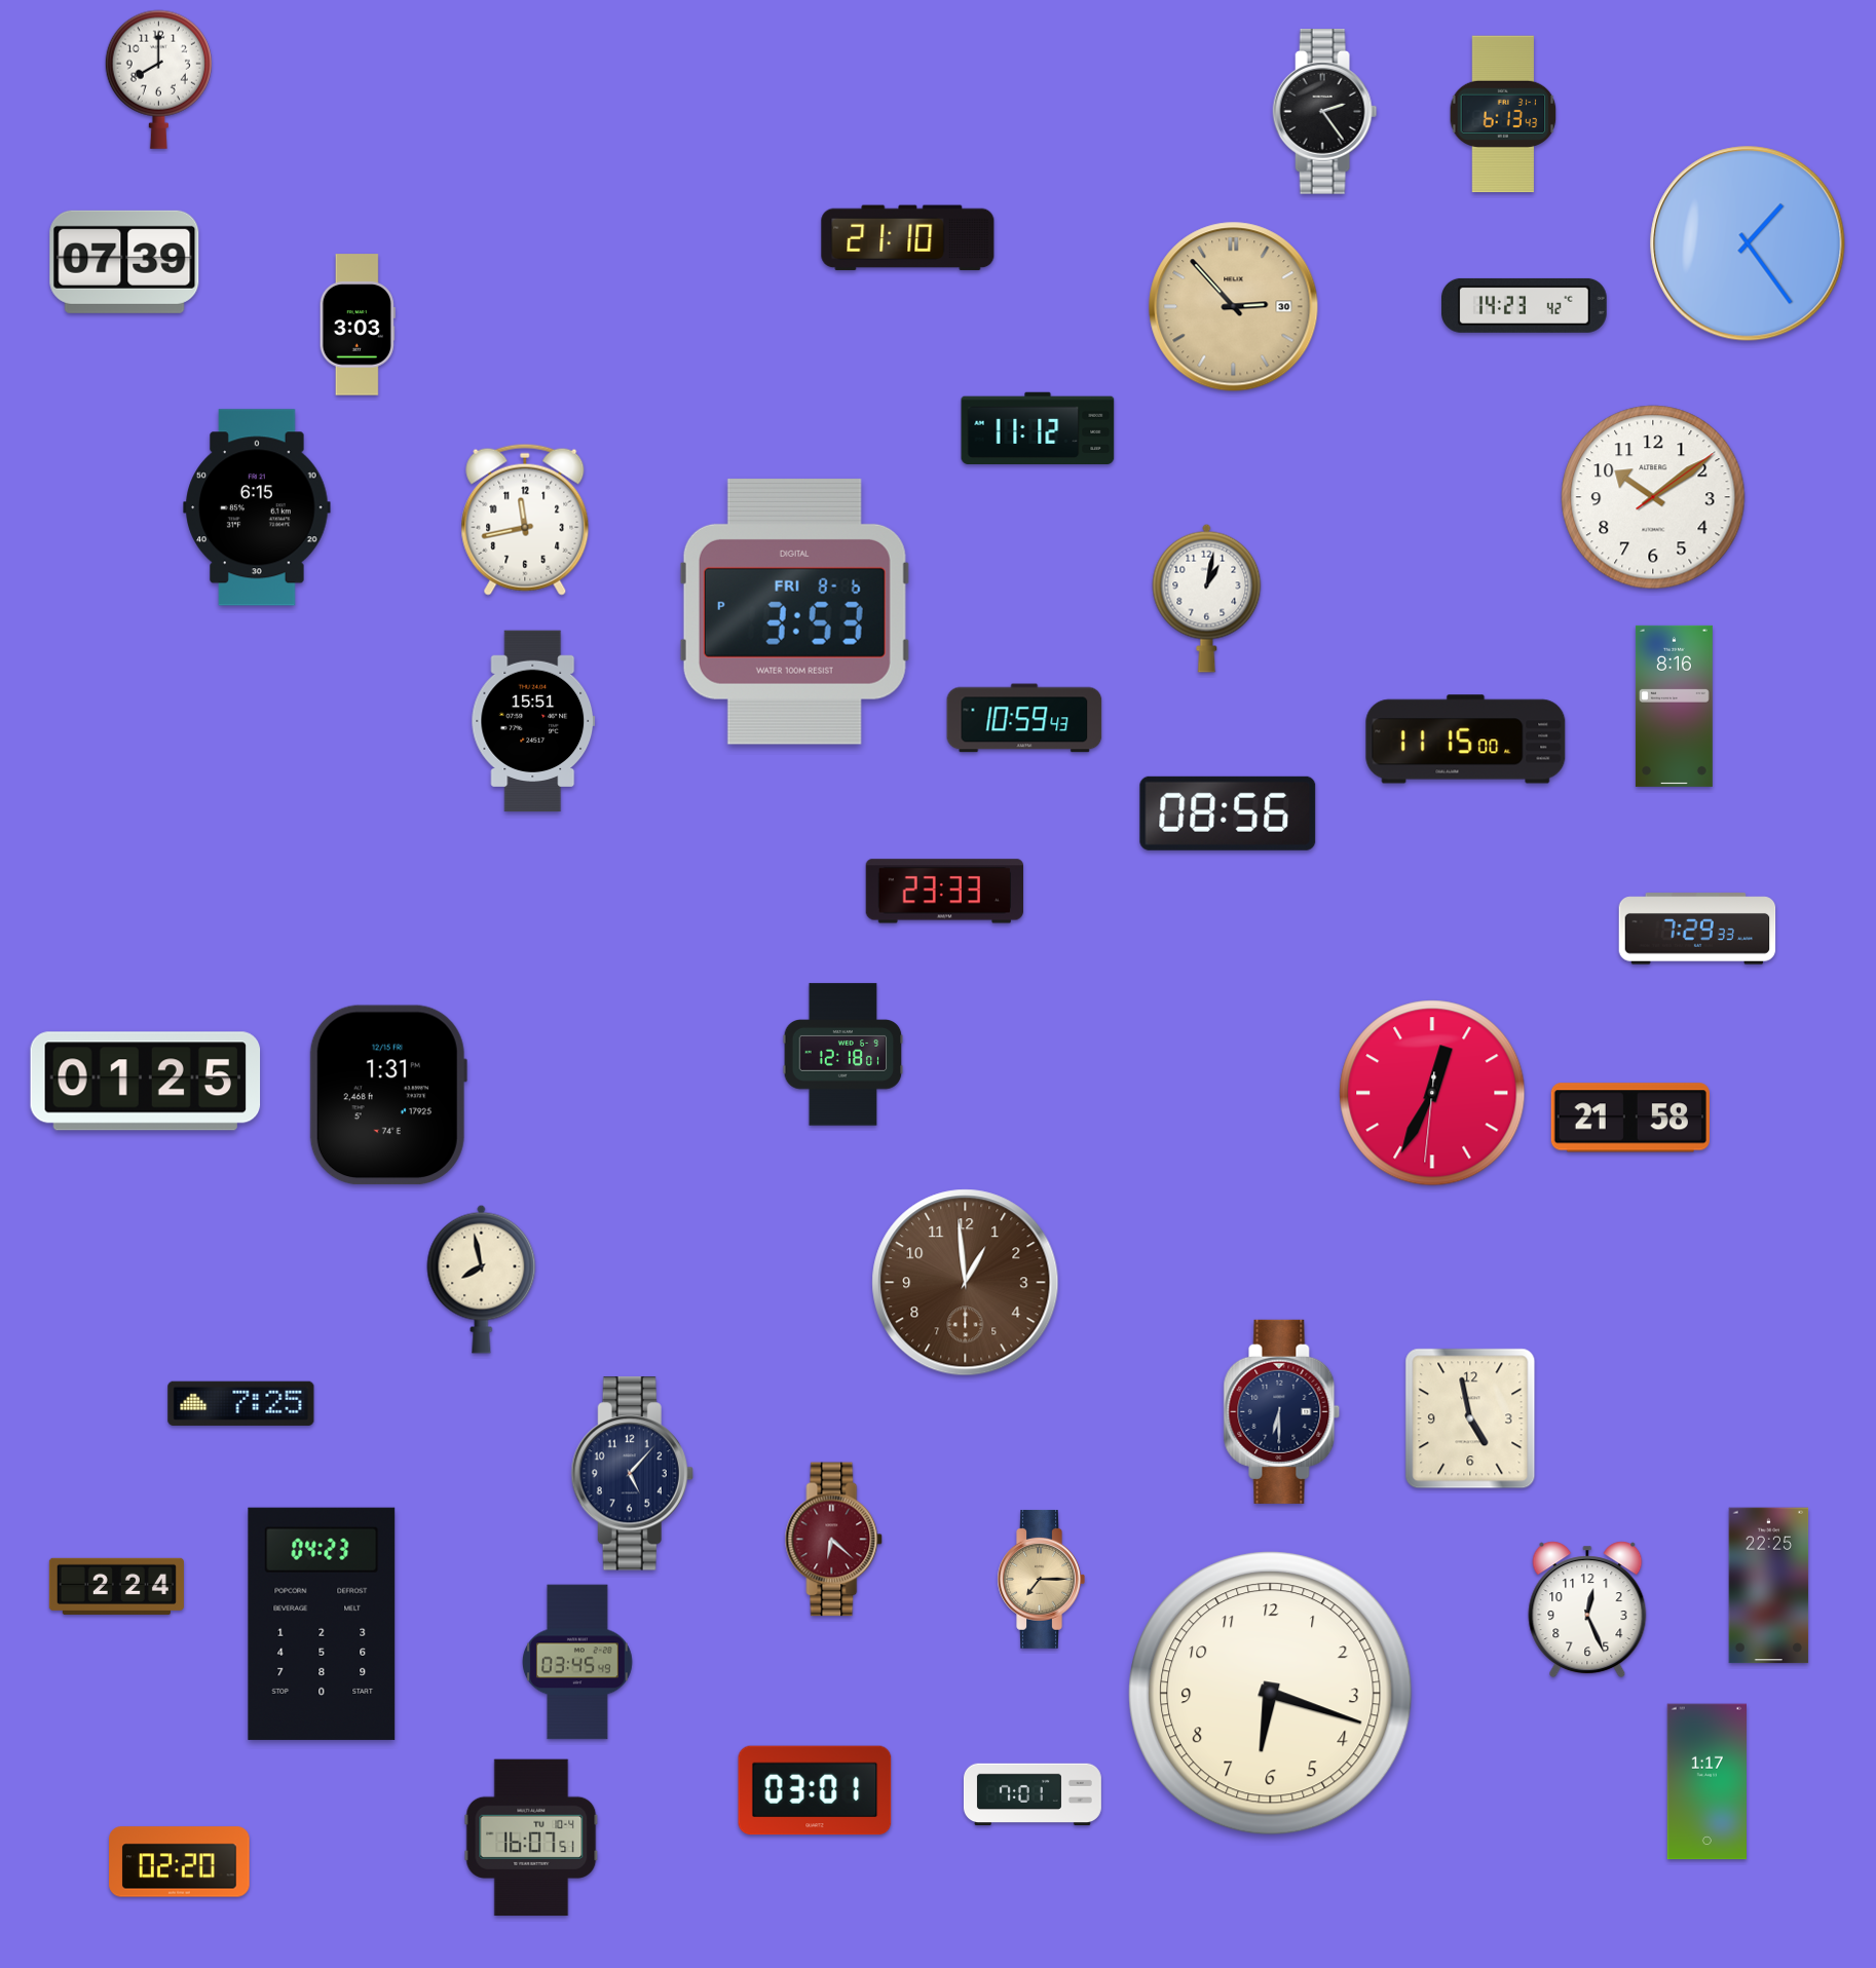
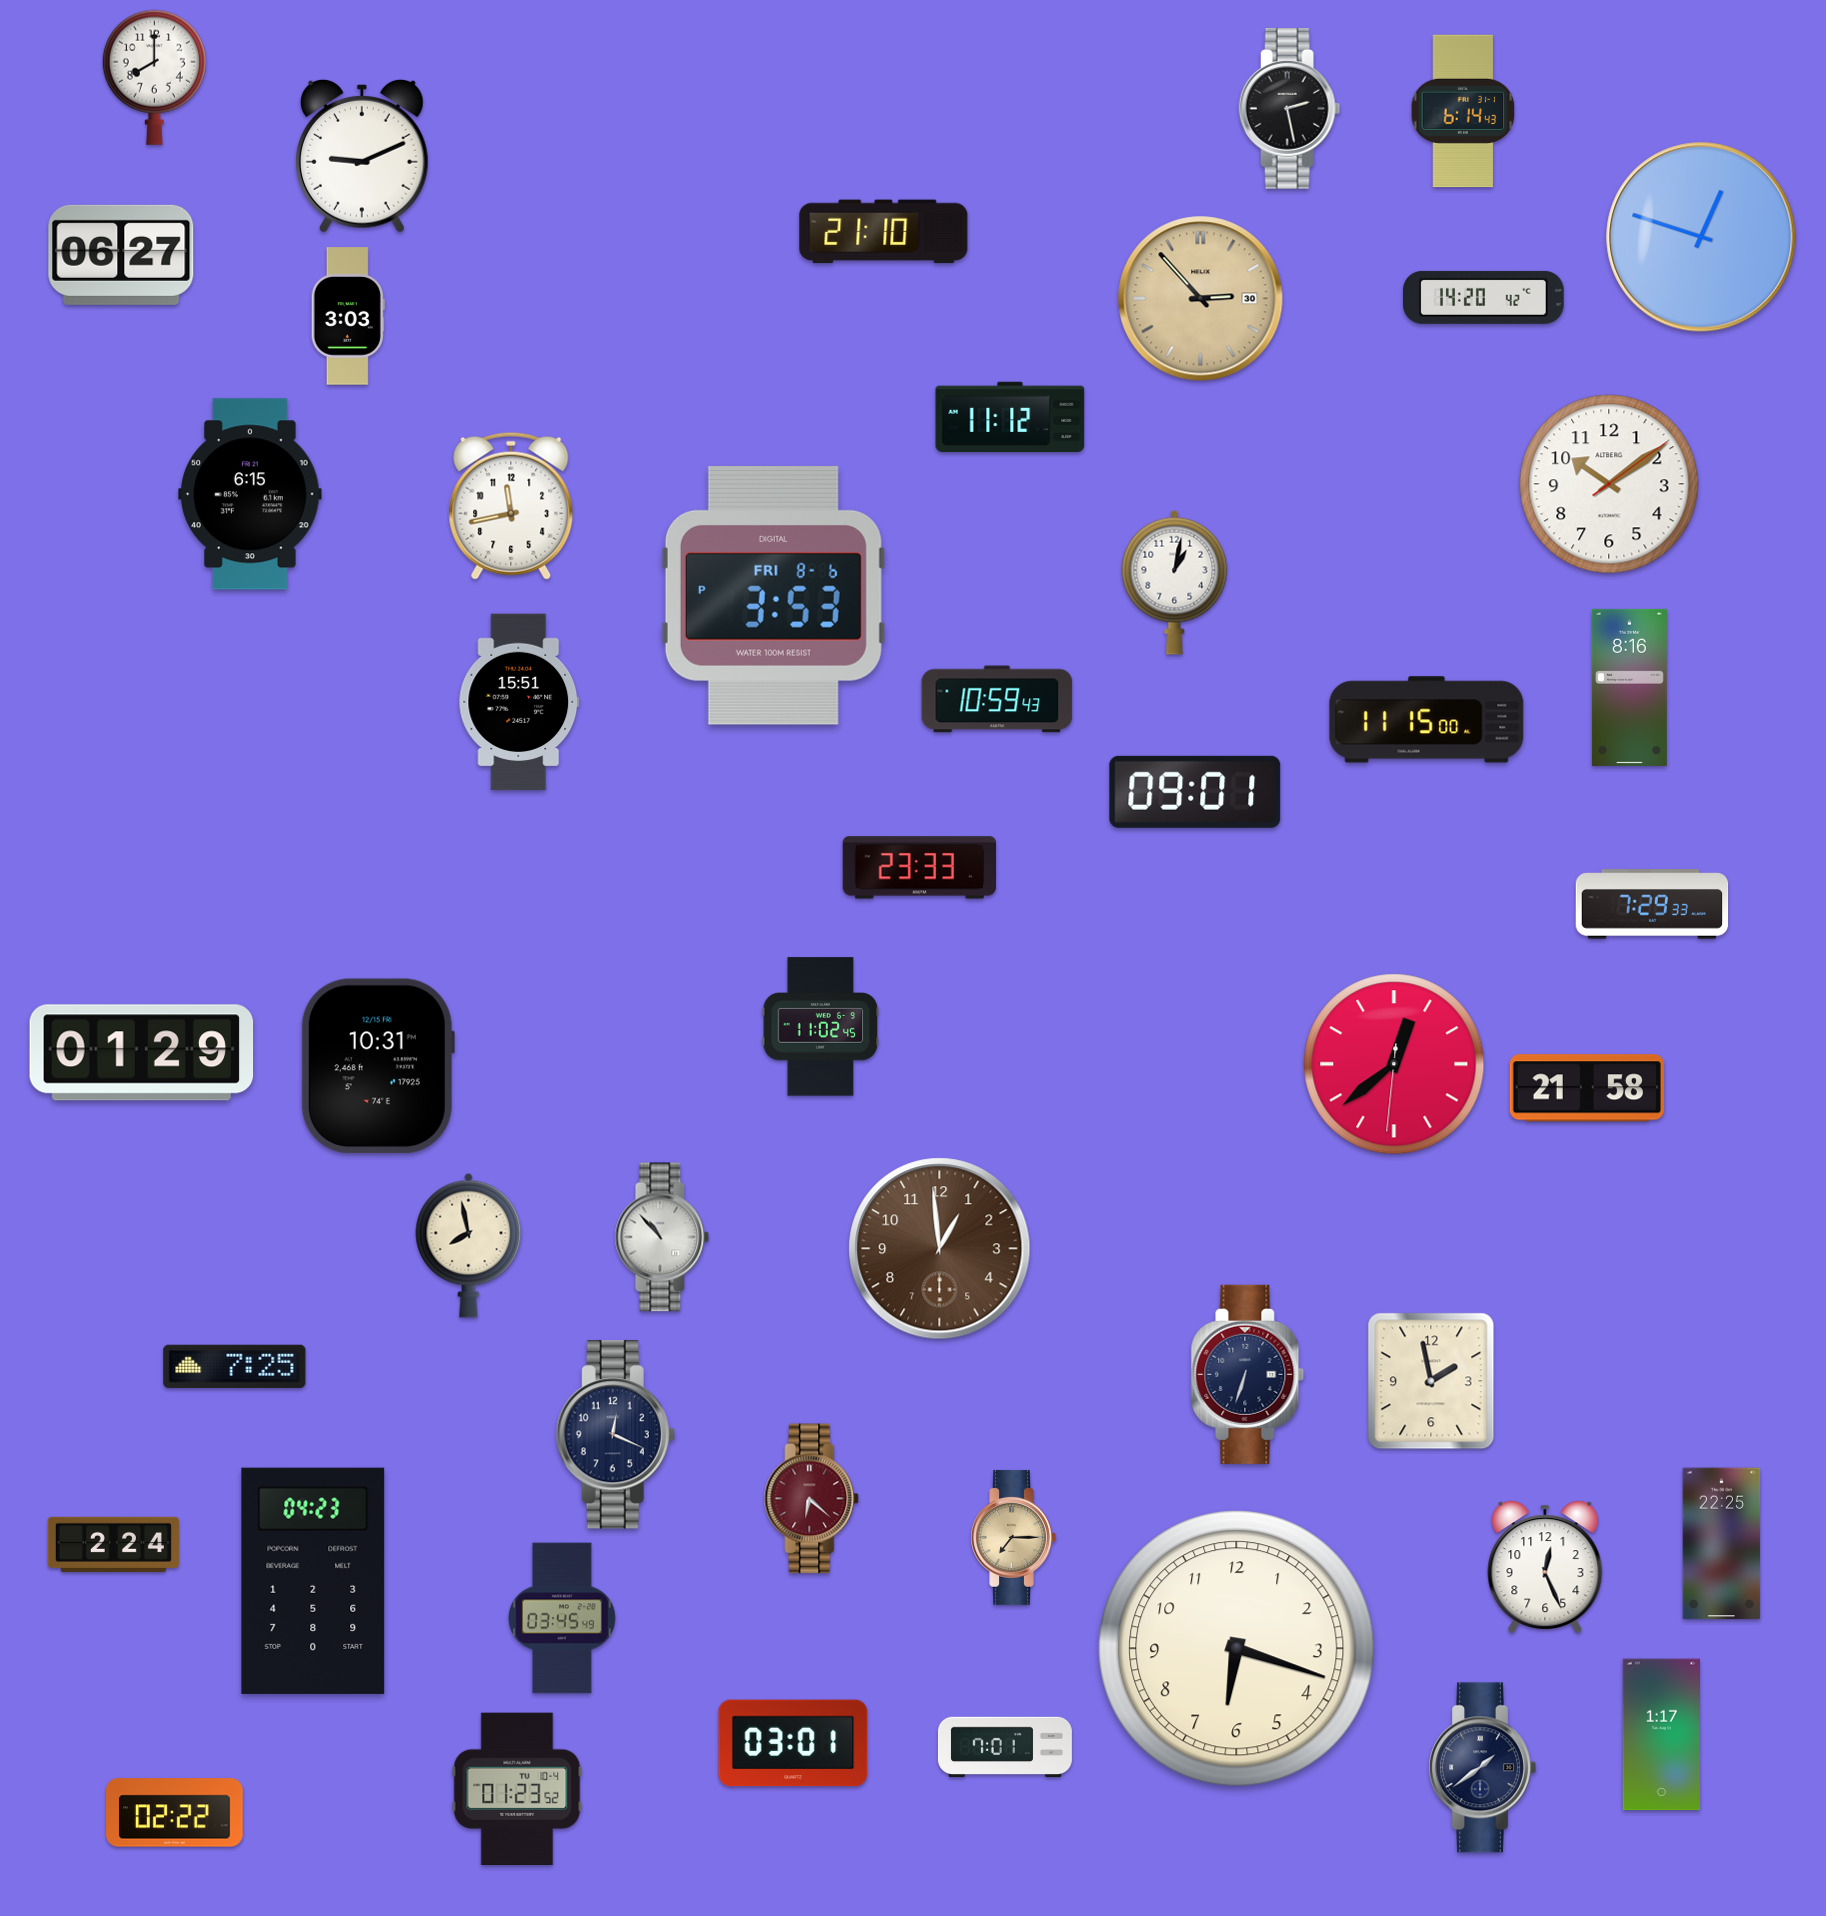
clock at (1325, 112): 2:24 -> 2:28
clock at (1503, 114): 6:13 -> 6:14
clock at (362, 156): none -> 9:11
clock at (1748, 243): 1:24 -> 12:48
clock at (124, 262): 07:39 -> 06:27
clock at (1525, 305): 14:23 -> 14:20
clock at (1228, 813): 08:56 -> 09:01
clock at (843, 1055): 12:18 -> 11:02
clock at (146, 1082): 01:25 -> 01:29
clock at (1432, 1093): 12:34 -> 12:38
clock at (388, 1095): 1:31 -> 10:31
clock at (662, 1237): none -> 10:53
clock at (1282, 1411): 6:30 -> 6:33
clock at (1470, 1418): 4:58 -> 1:58
clock at (632, 1474): 5:07 -> 12:19
clock at (1482, 1768): none -> 1:39
clock at (531, 1838): 16:07 -> 01:23
clock at (180, 1862): 02:20 -> 02:22
